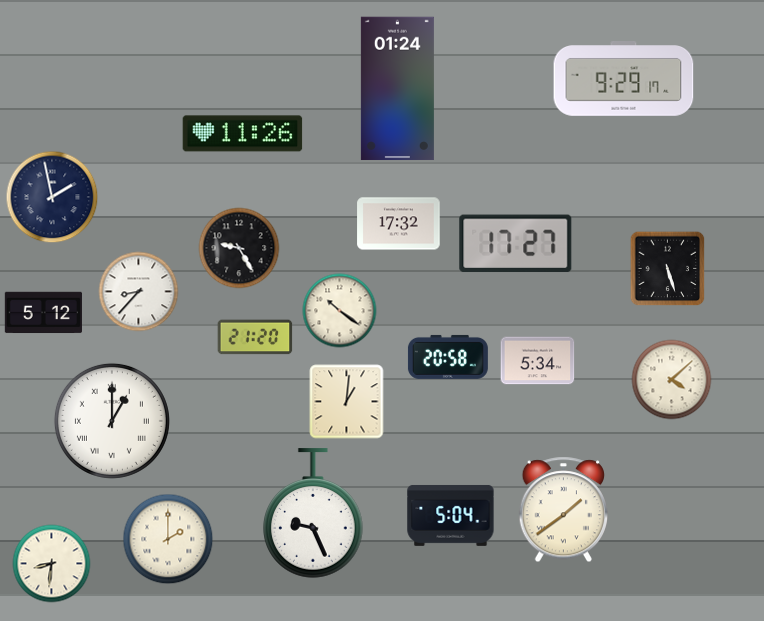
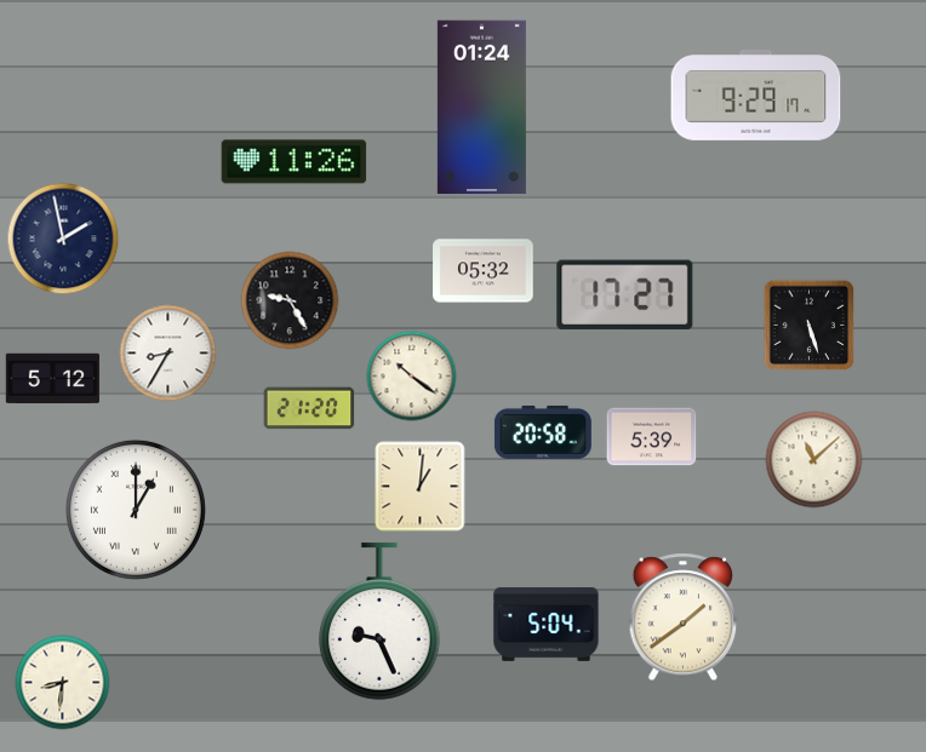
clock at (399, 224): 17:32 -> 05:32
clock at (139, 292): 8:37 -> 8:35
clock at (538, 361): 5:34 -> 5:39
clock at (672, 380): 4:08 -> 11:08
clock at (168, 539): 2:00 -> none
